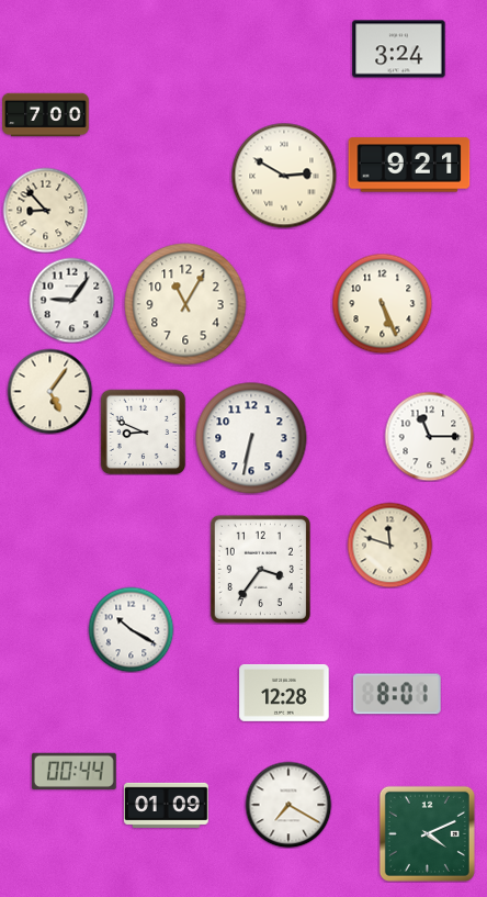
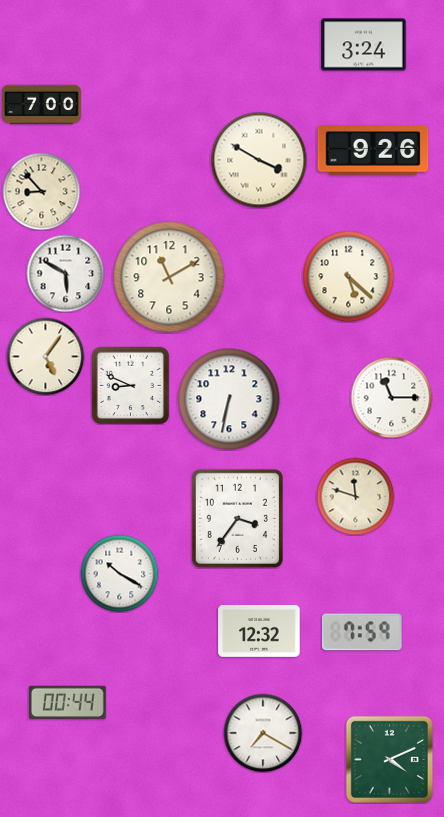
clock at (409, 165): 9:21 -> 9:26
clock at (284, 176): 2:50 -> 3:50
clock at (71, 300): 9:06 -> 5:50
clock at (382, 303): 5:26 -> 5:22
clock at (185, 304): 11:05 -> 11:10
clock at (143, 431) position: (143, 431) -> (130, 385)
clock at (284, 693): 12:28 -> 12:32
clock at (397, 694): 8:01 -> 7:59
clock at (166, 805): 01:09 -> none
